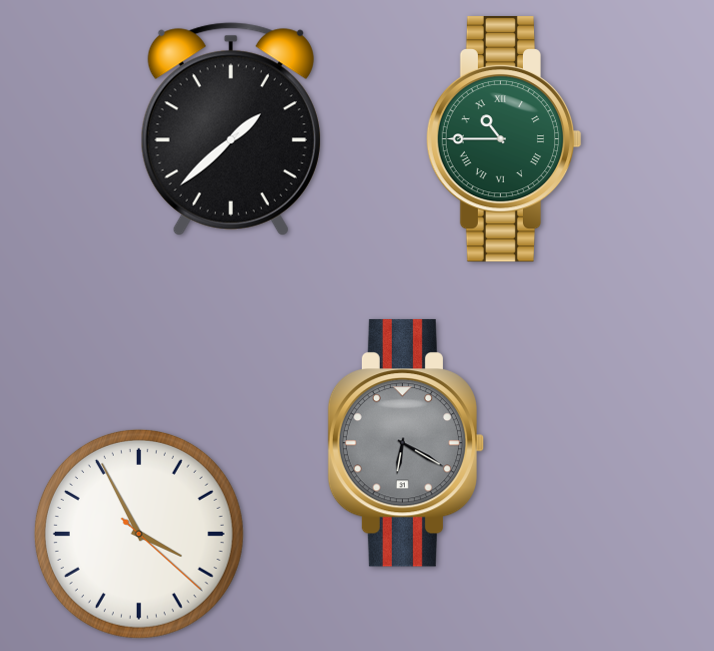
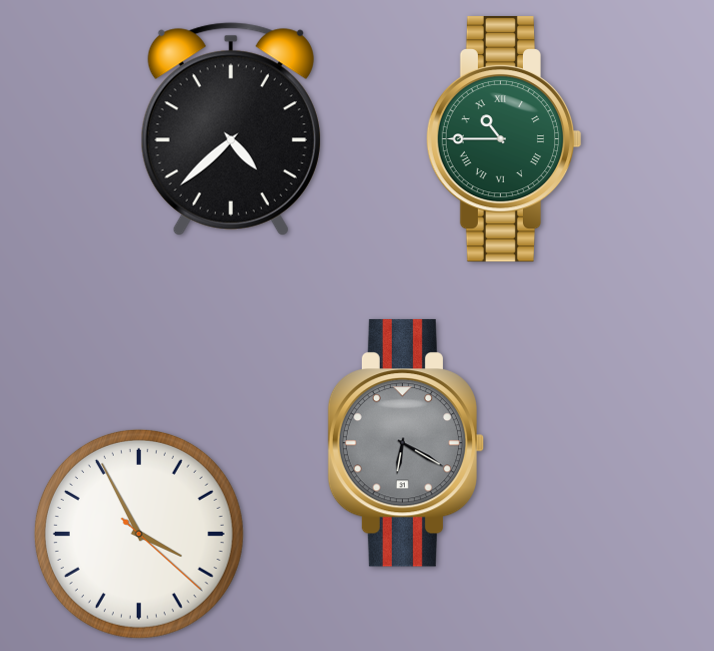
clock at (231, 129): 1:38 -> 4:38
